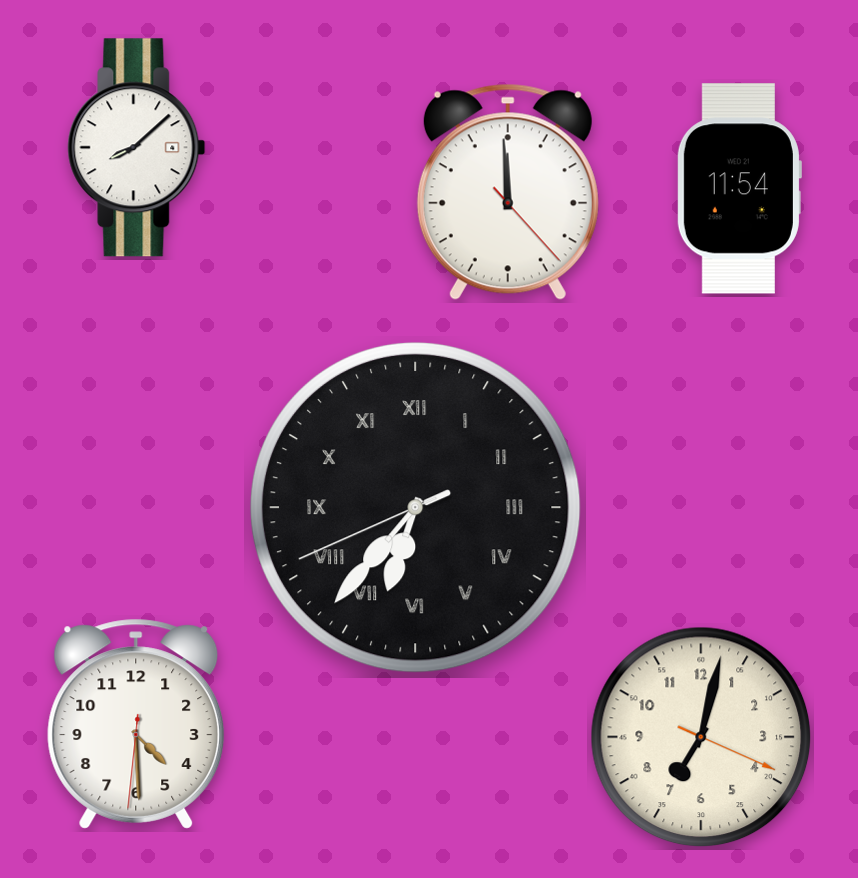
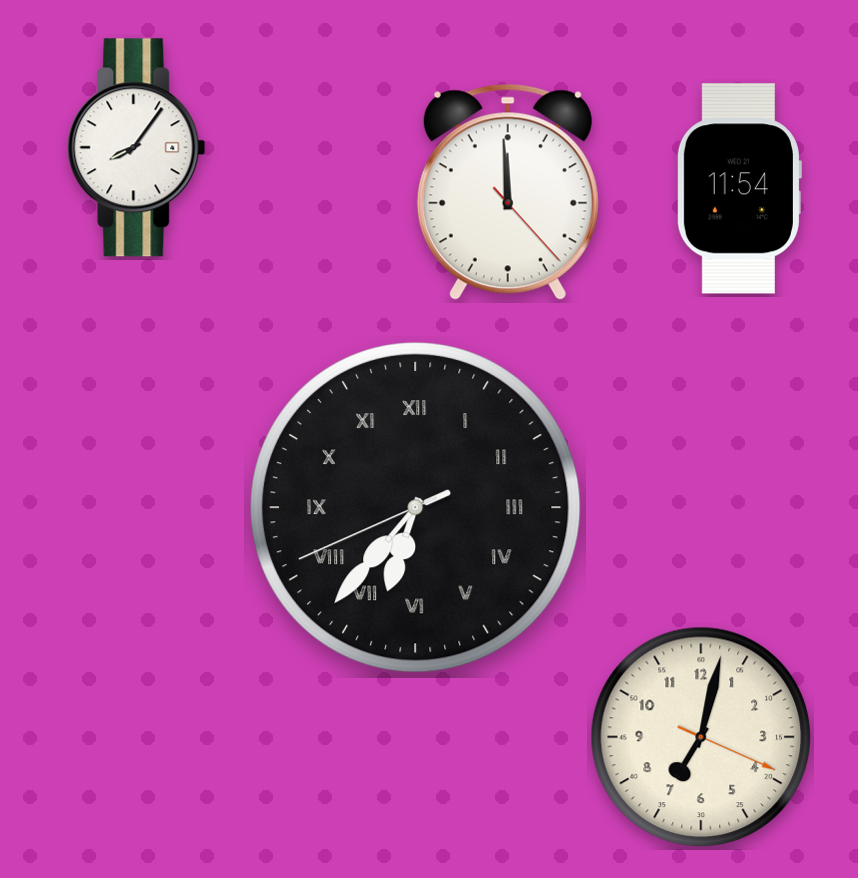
clock at (137, 148): 8:08 -> 8:06
clock at (136, 724): 4:29 -> none
